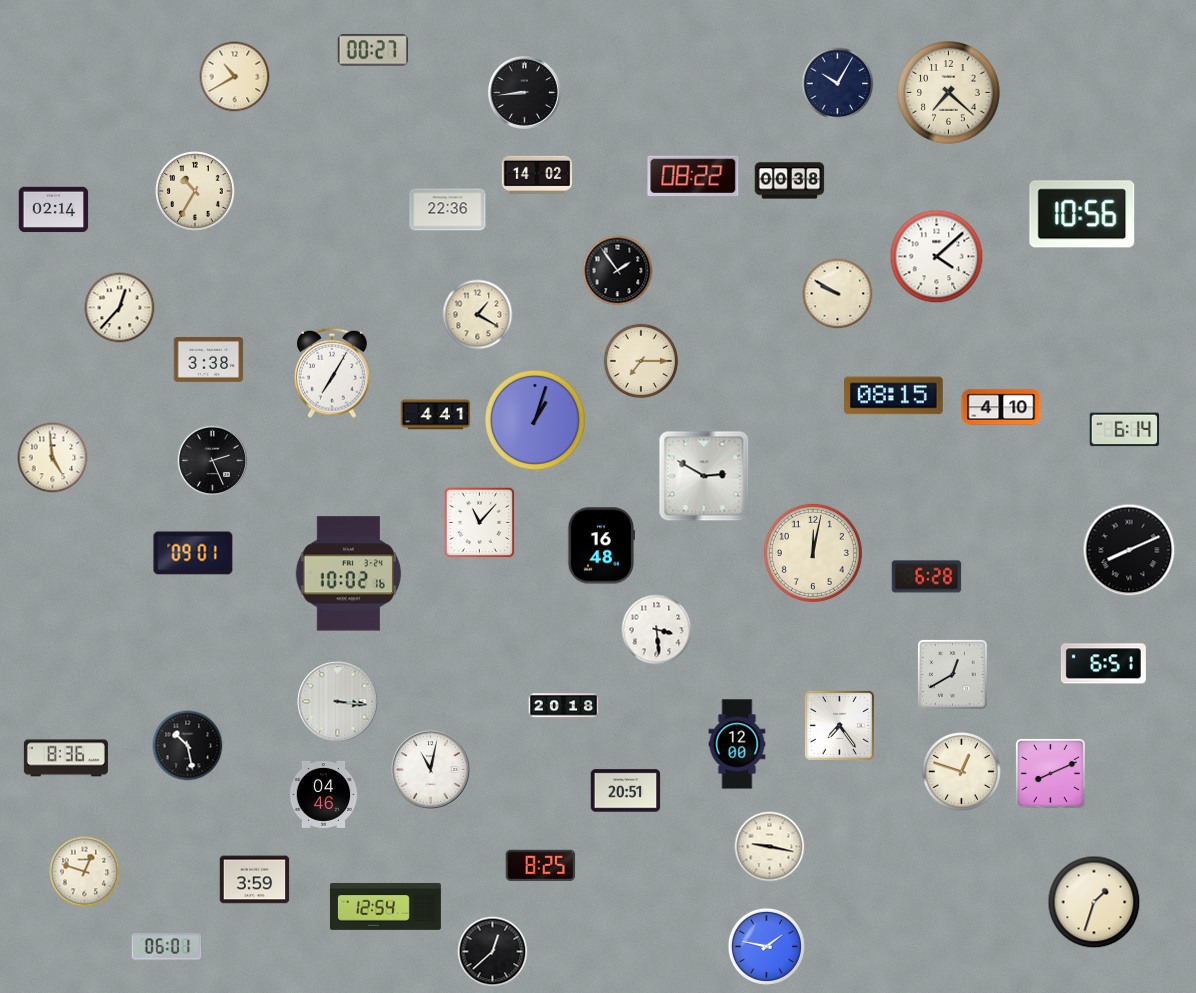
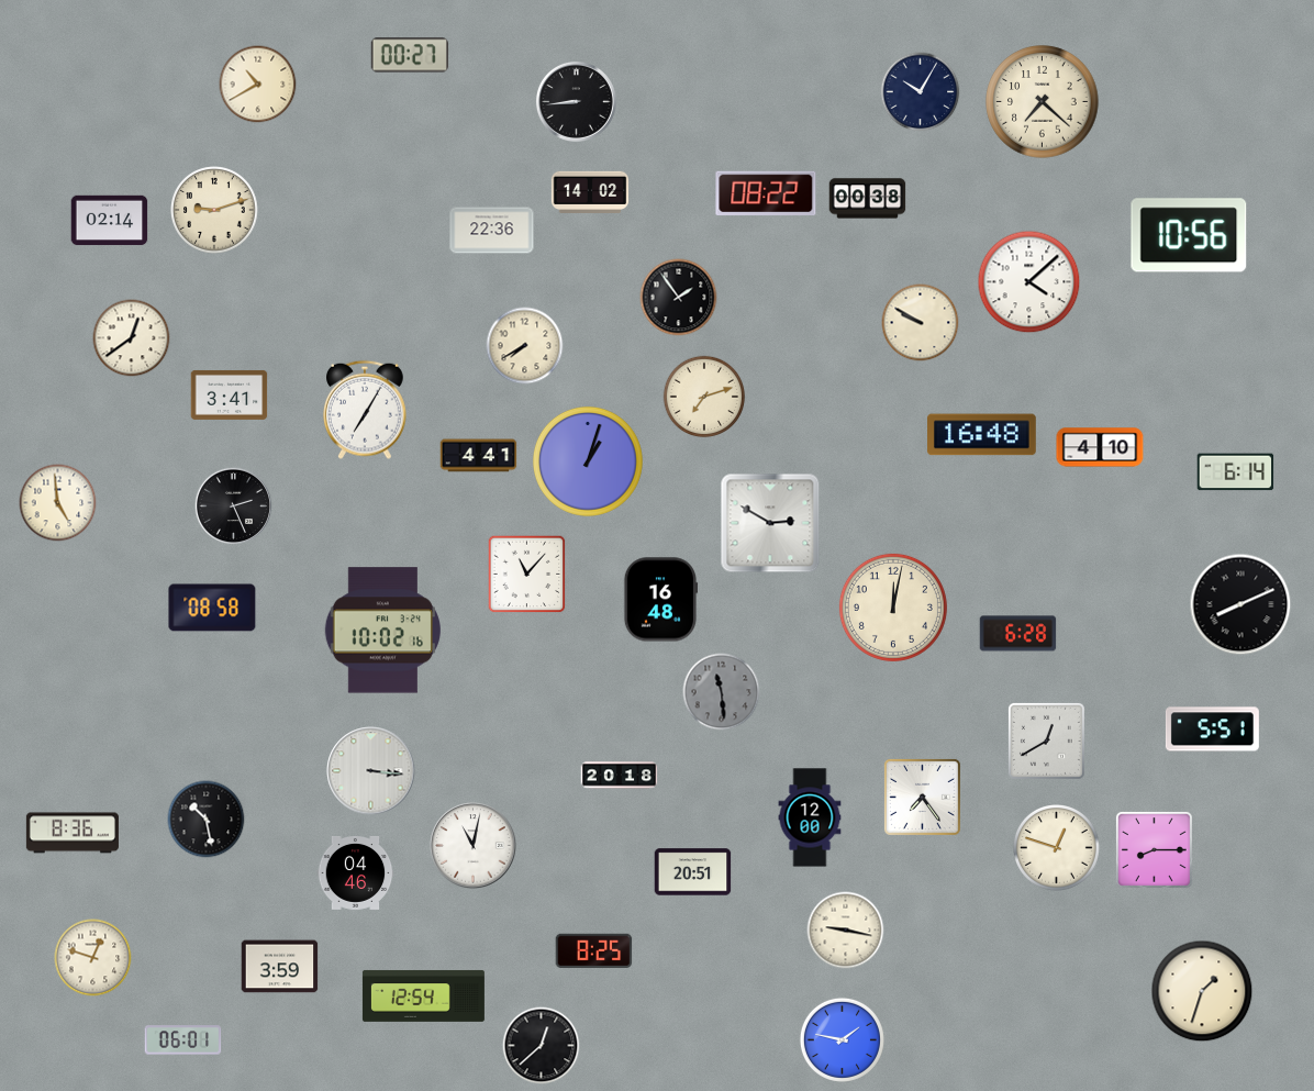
clock at (693, 176) position: (693, 176) -> (766, 193)
clock at (195, 191): 10:35 -> 9:12
clock at (54, 210) position: (54, 210) -> (110, 221)
clock at (120, 308): 12:37 -> 12:39
clock at (478, 315): 1:20 -> 7:40
clock at (209, 359): 3:38 -> 3:41
clock at (641, 361): 7:15 -> 7:12
clock at (894, 396): 08:15 -> 16:48
clock at (704, 476) position: (704, 476) -> (770, 523)
clock at (193, 553): 09:01 -> 08:58
clock at (657, 630): 3:29 -> 11:29
clock at (657, 630) dial: white -> grey
clock at (1103, 664): 6:51 -> 5:51
clock at (1050, 773): 8:11 -> 8:15
clock at (626, 791) position: (626, 791) -> (693, 872)
